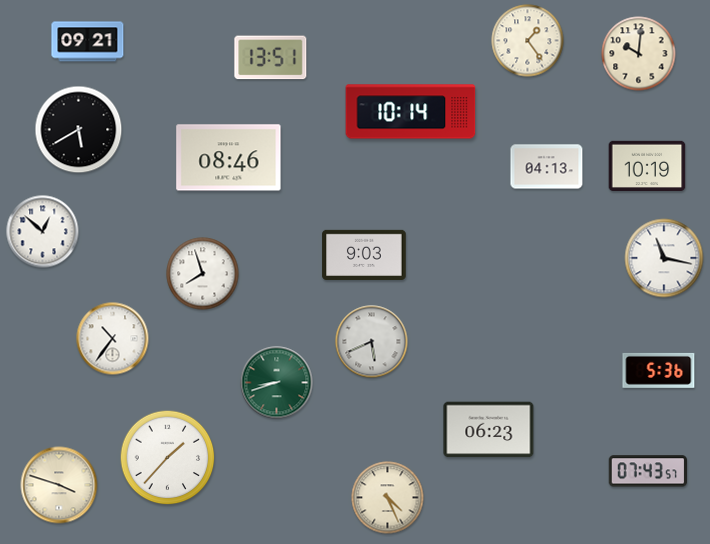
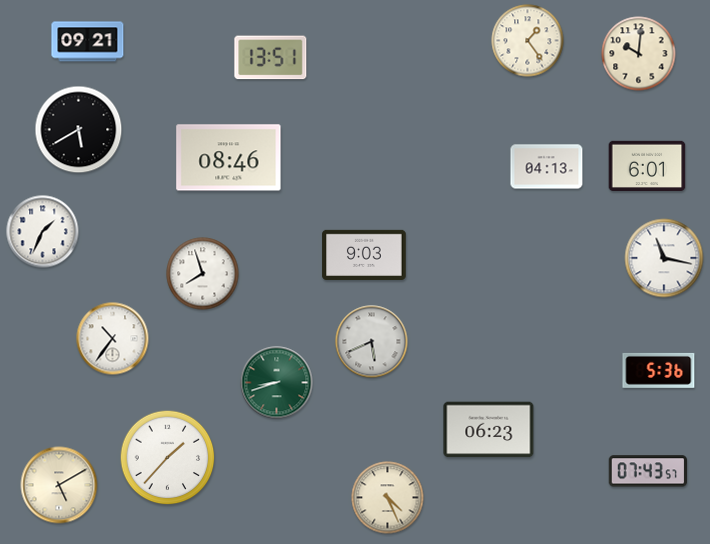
clock at (411, 112): 10:14 -> none
clock at (647, 165): 10:19 -> 6:01
clock at (43, 232): 12:52 -> 1:34
clock at (59, 485): 3:48 -> 5:10
